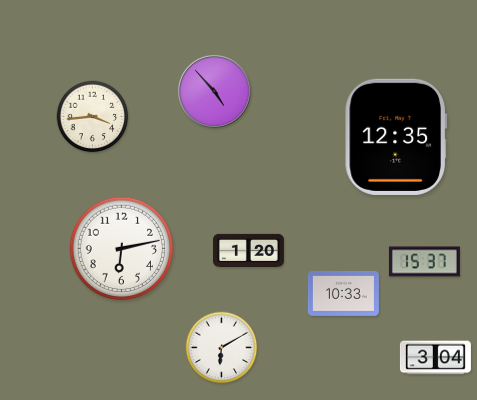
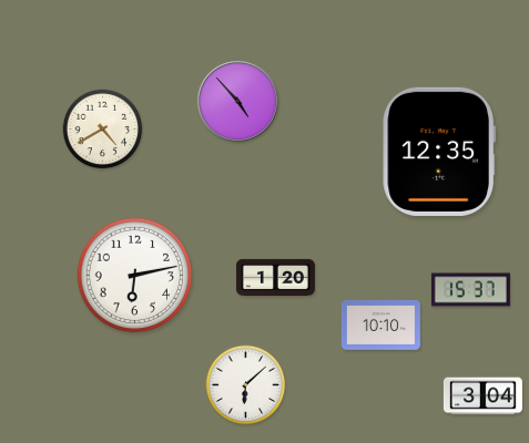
clock at (93, 117): 3:44 -> 4:40
clock at (343, 294): 10:33 -> 10:10
clock at (222, 348): 6:10 -> 6:08
